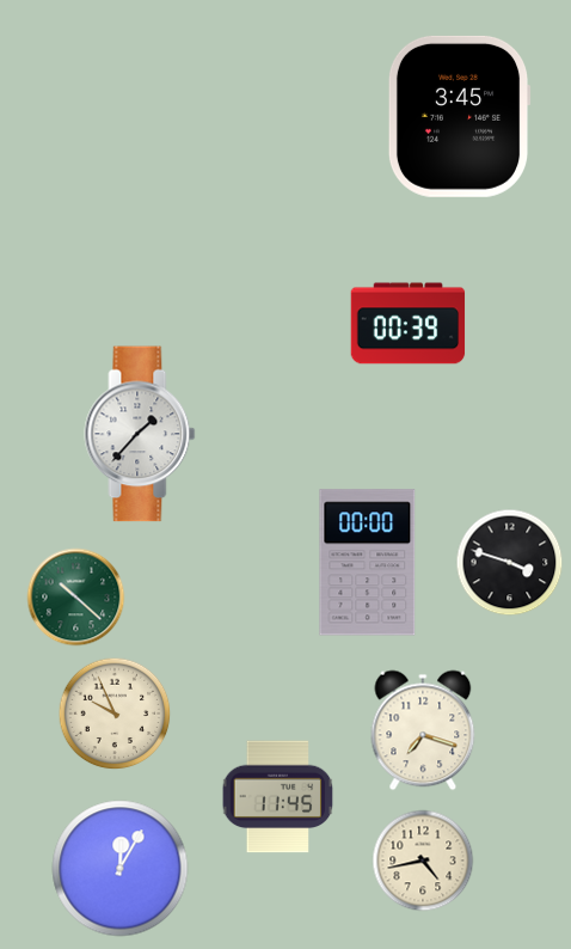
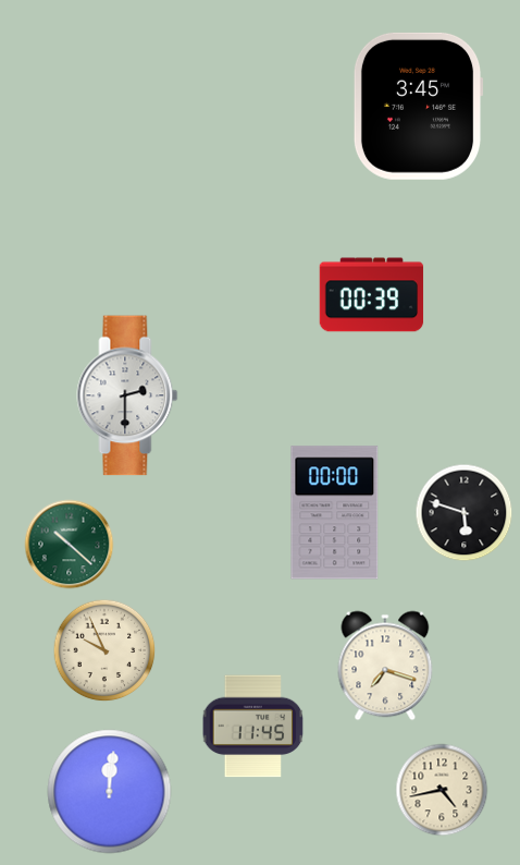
clock at (140, 434): 1:37 -> 2:30
clock at (510, 563): 3:48 -> 5:48
clock at (423, 861) position: (423, 861) -> (442, 790)
clock at (121, 869): 12:05 -> 12:01
